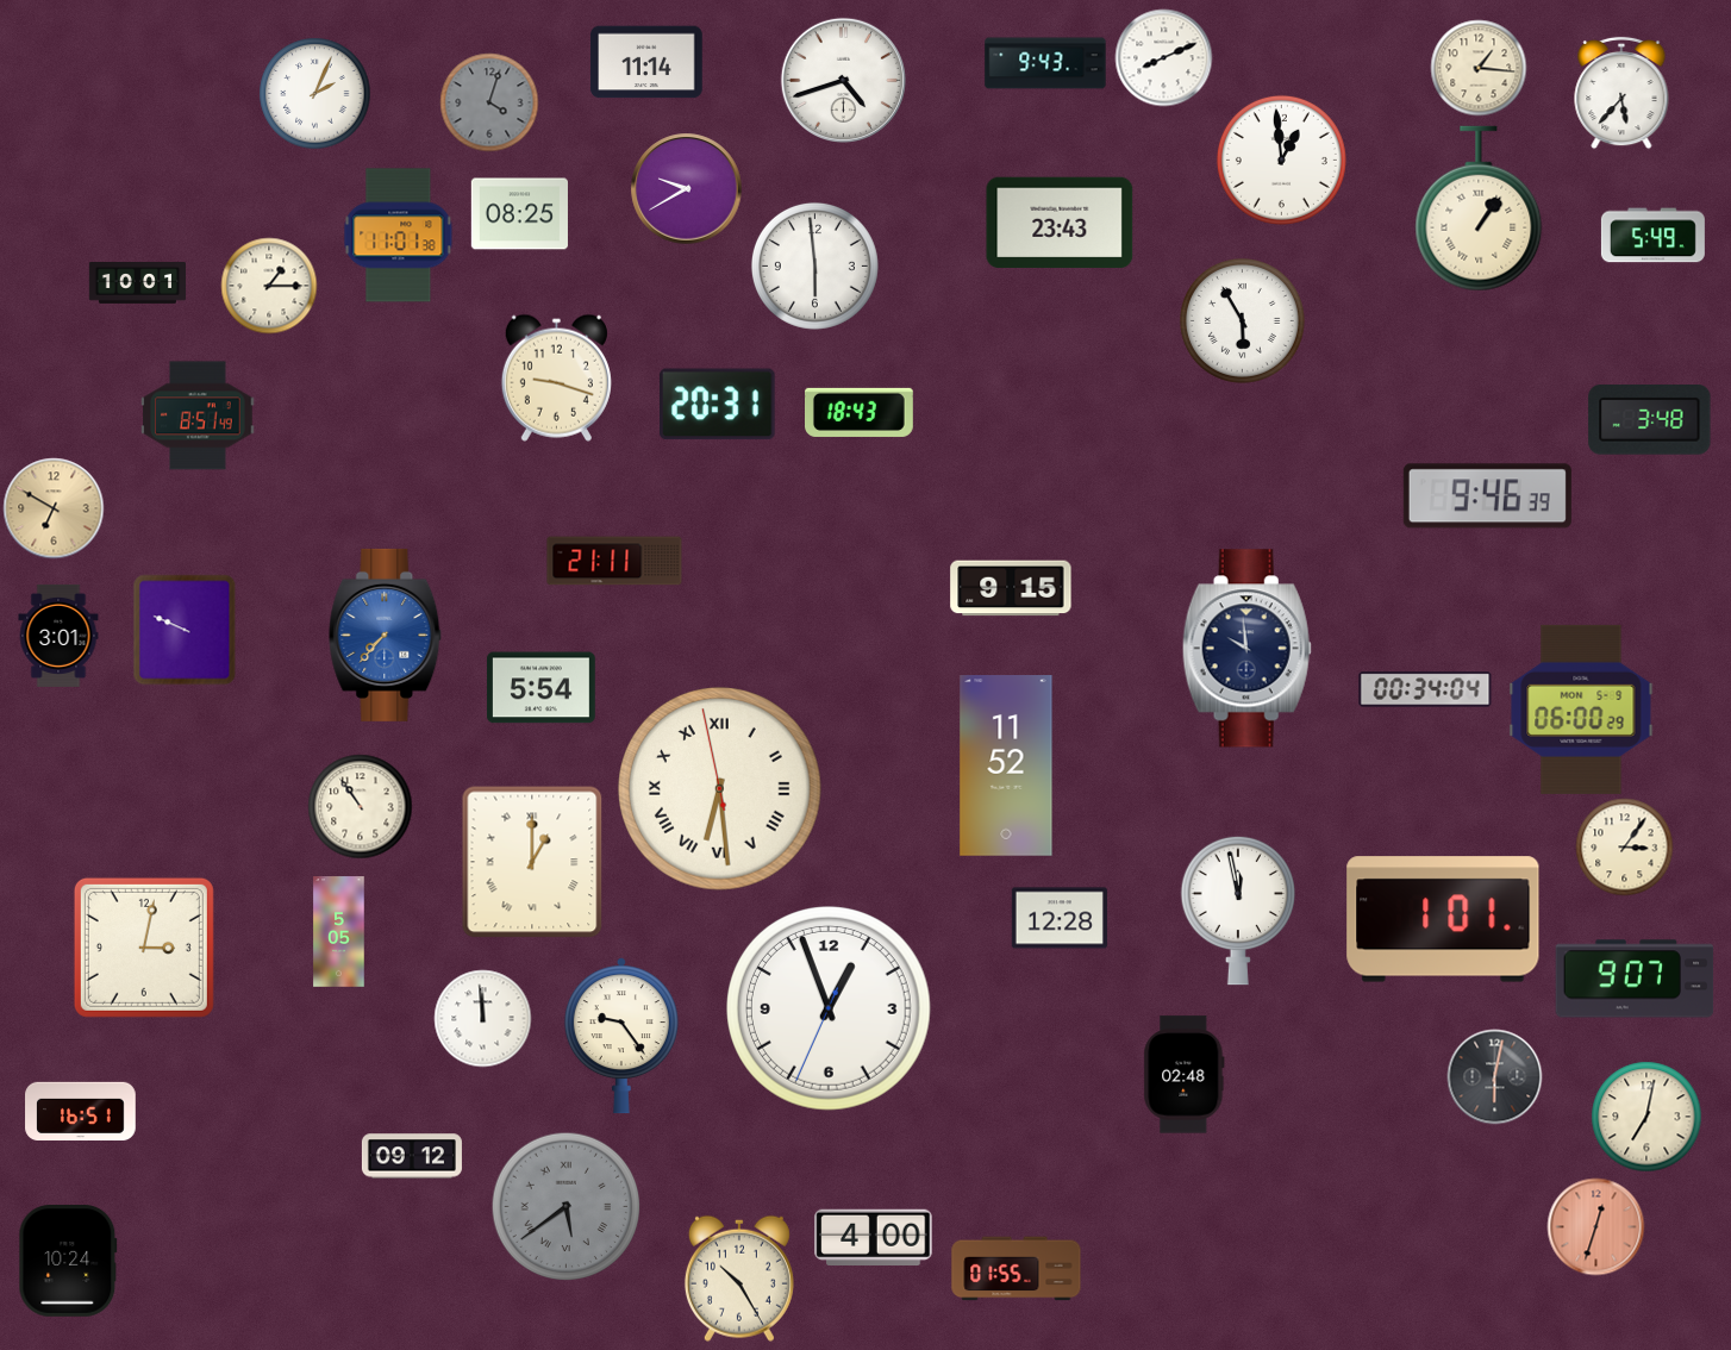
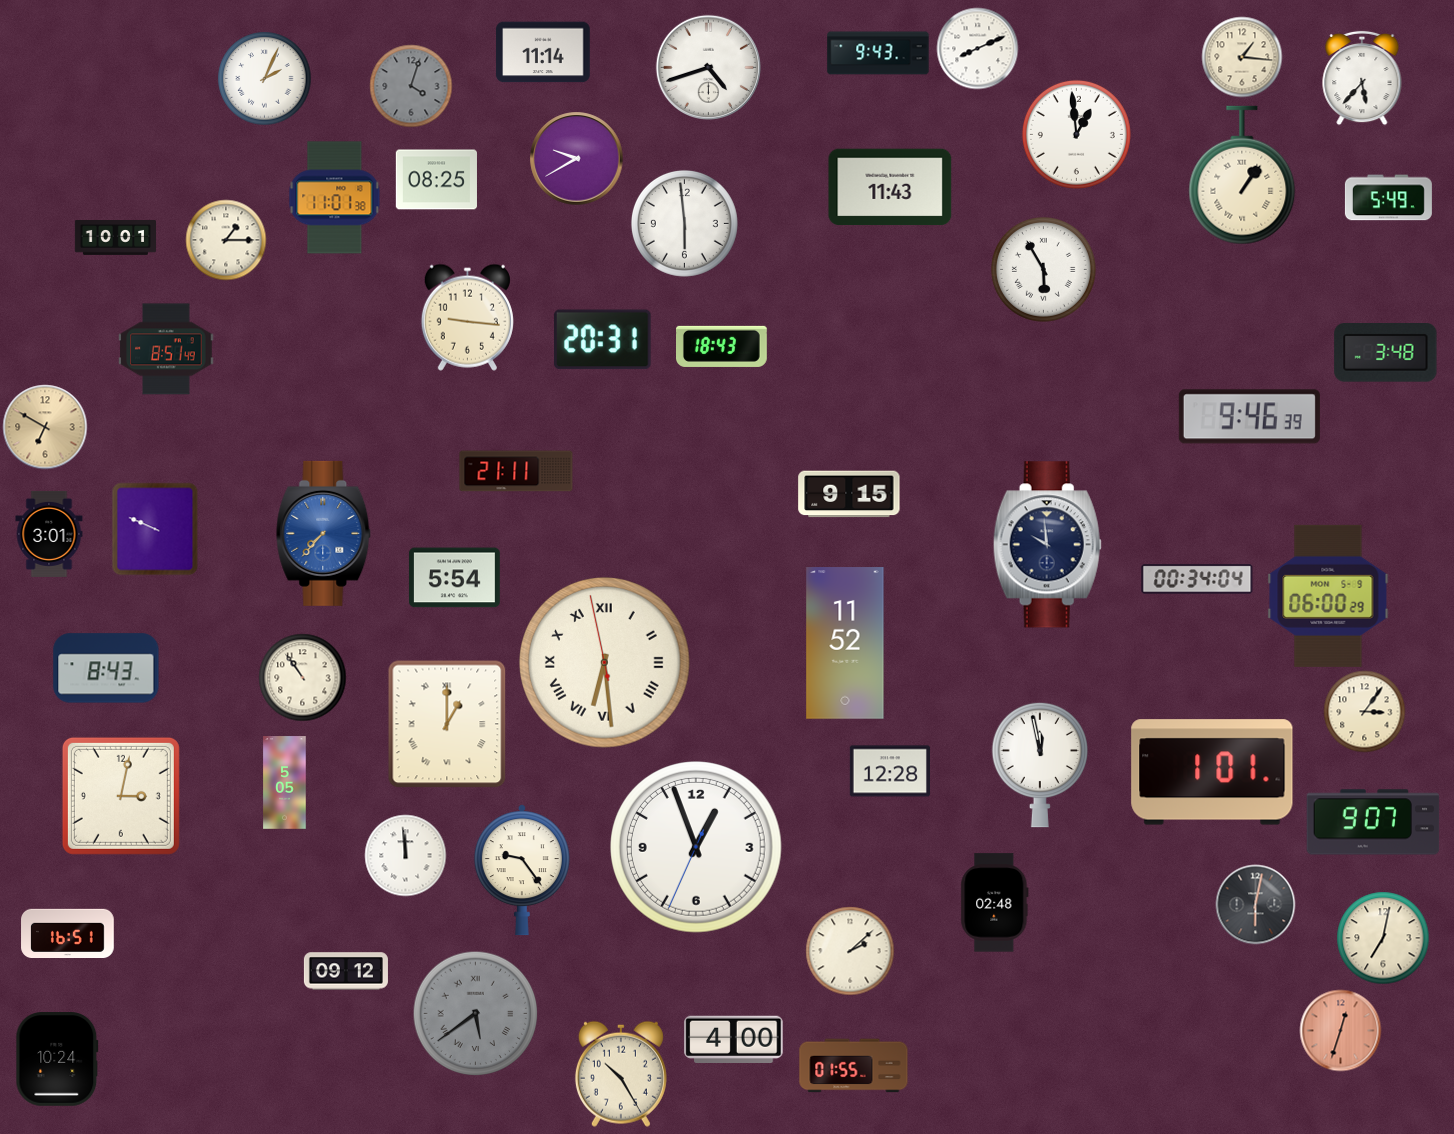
clock at (1060, 223): 23:43 -> 11:43
clock at (556, 377): 9:18 -> 9:16
clock at (106, 668): none -> 8:43
clock at (850, 951): none -> 2:08
